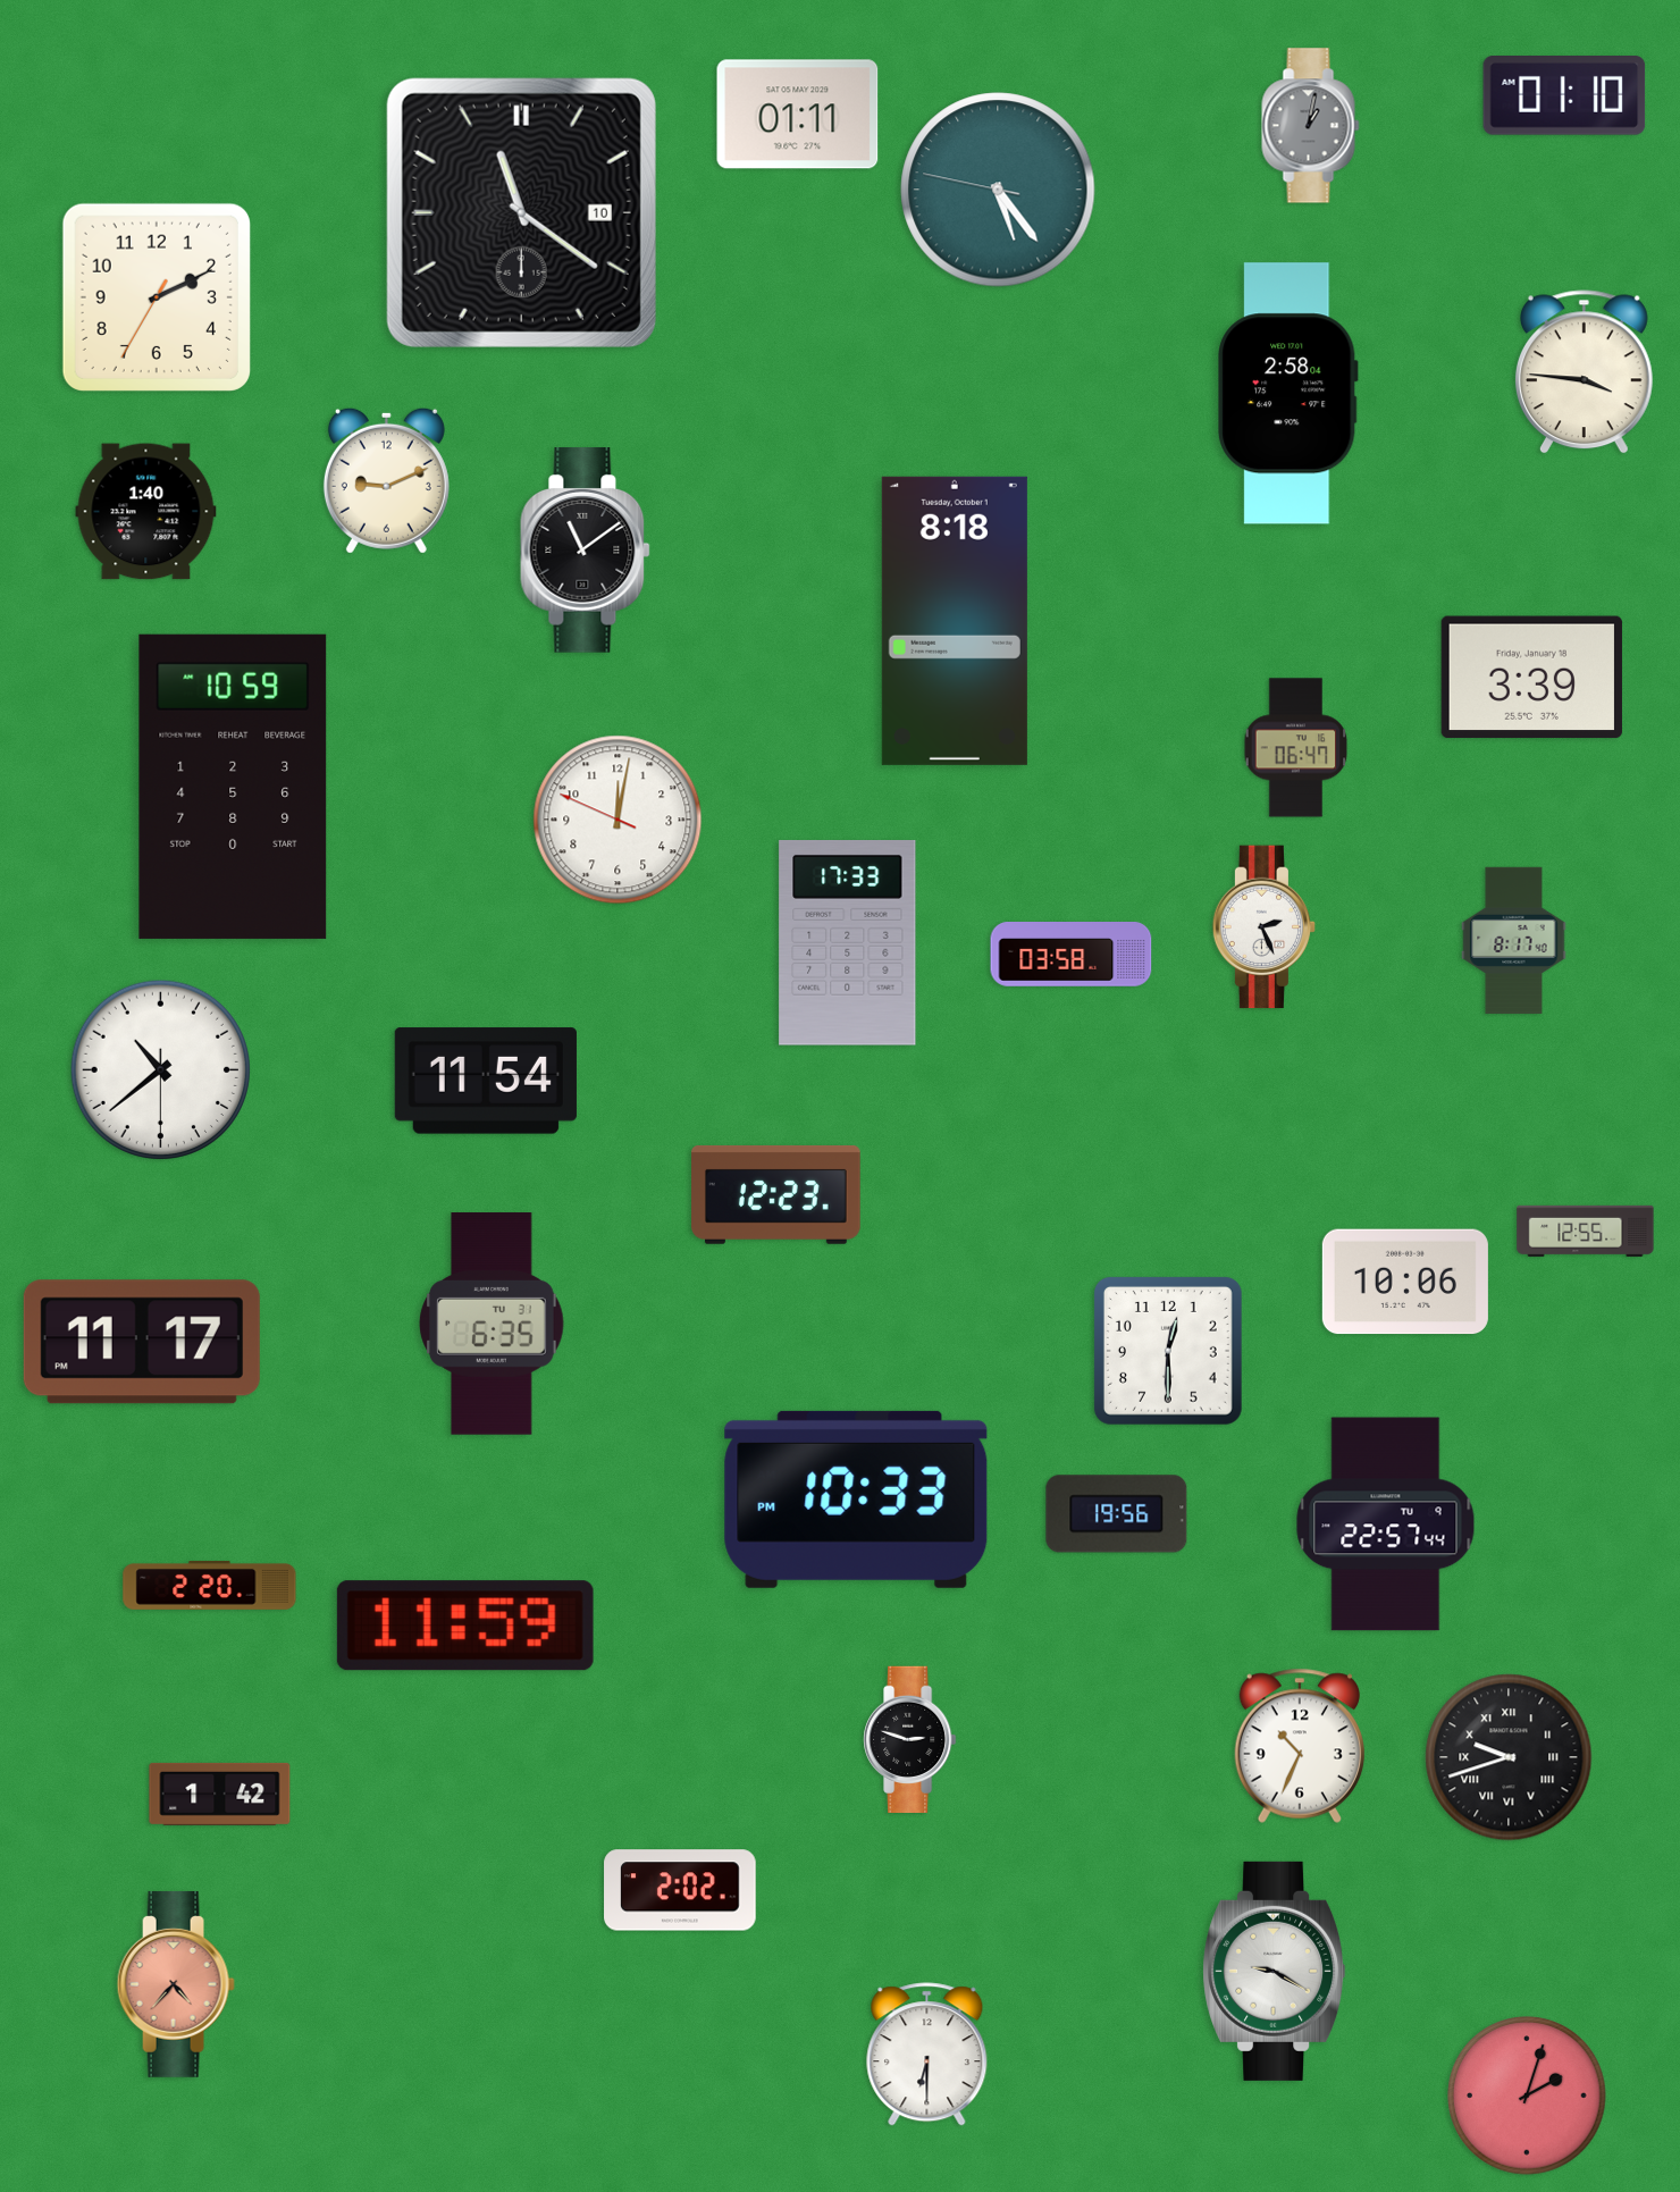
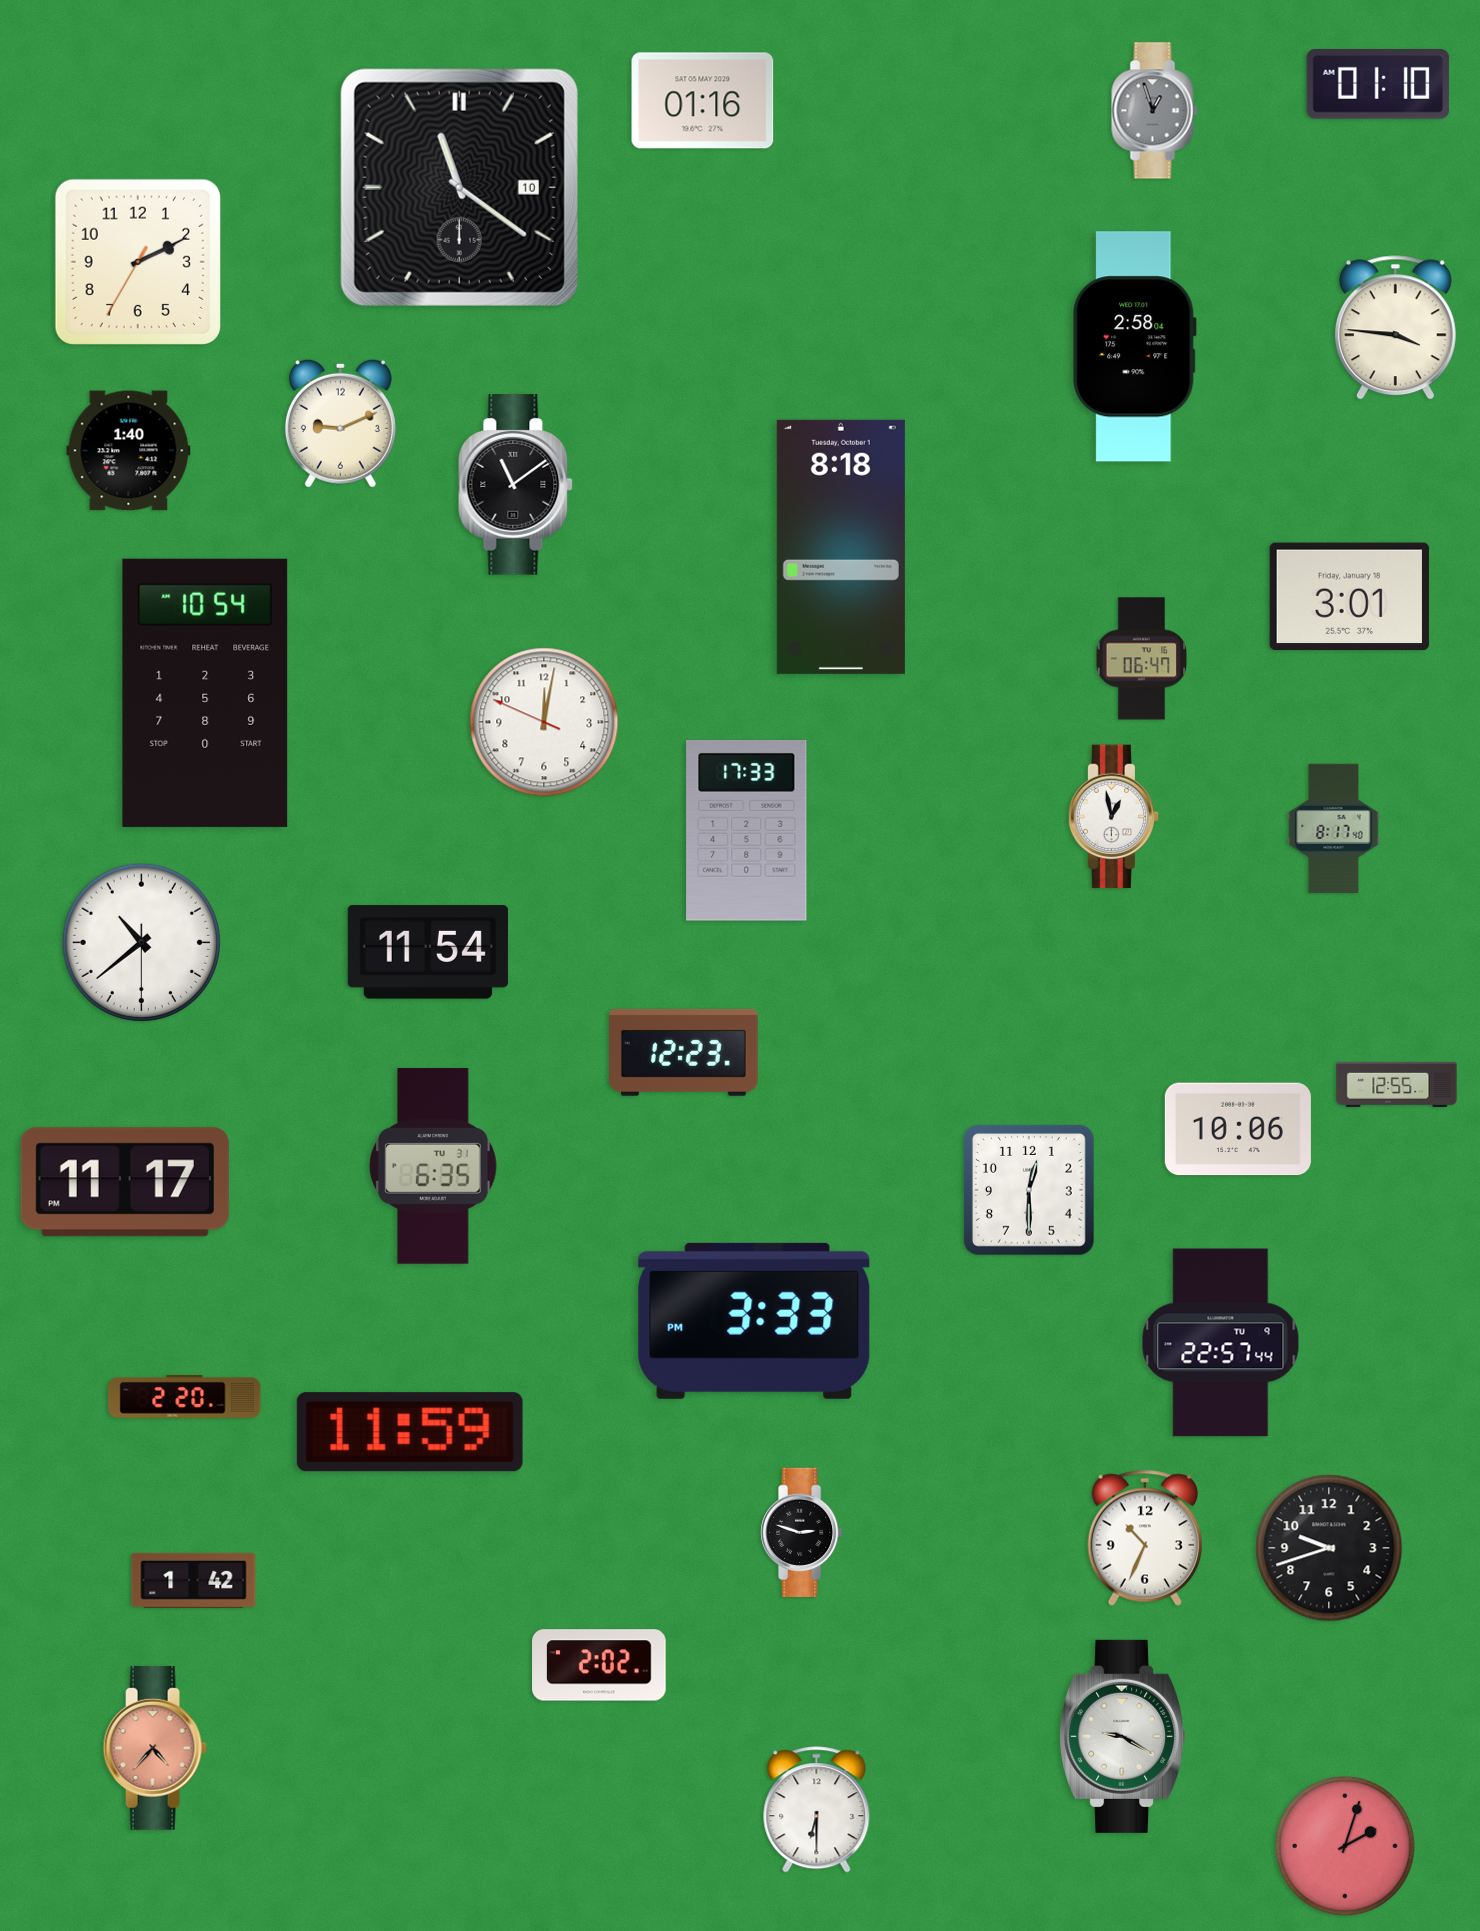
clock at (798, 115): 01:11 -> 01:16
clock at (1311, 126): 1:02 -> 12:57
clock at (998, 190): 5:23 -> none
clock at (1531, 678): 3:39 -> 3:01
clock at (233, 787): 10:59 -> 10:54
clock at (1265, 927): 2:26 -> 12:58
clock at (1072, 955): 03:58 -> none
clock at (856, 1500): 10:33 -> 3:33
clock at (1117, 1514): 19:56 -> none
clock at (1509, 1757) numerals: Roman -> Arabic
